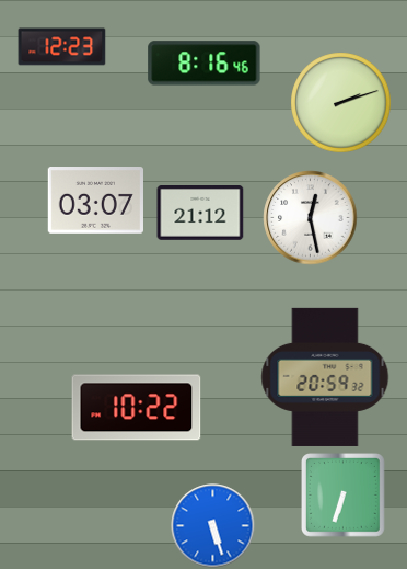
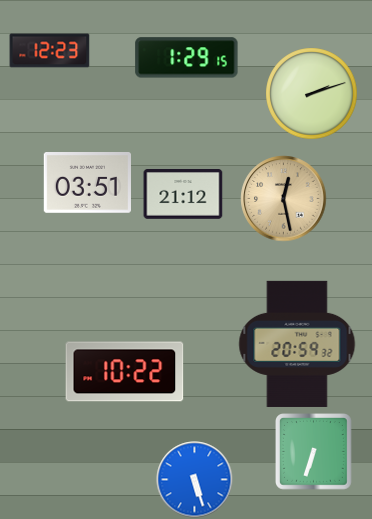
clock at (62, 47) position: (62, 47) -> (50, 51)
clock at (205, 64): 8:16 -> 1:29
clock at (95, 201): 03:07 -> 03:51
clock at (311, 218) dial: white -> champagne
